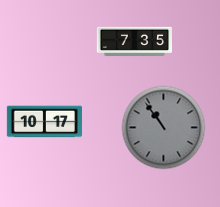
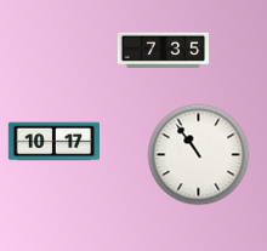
clock at (44, 122) position: (44, 122) -> (53, 142)
clock at (164, 128) dial: grey -> white
